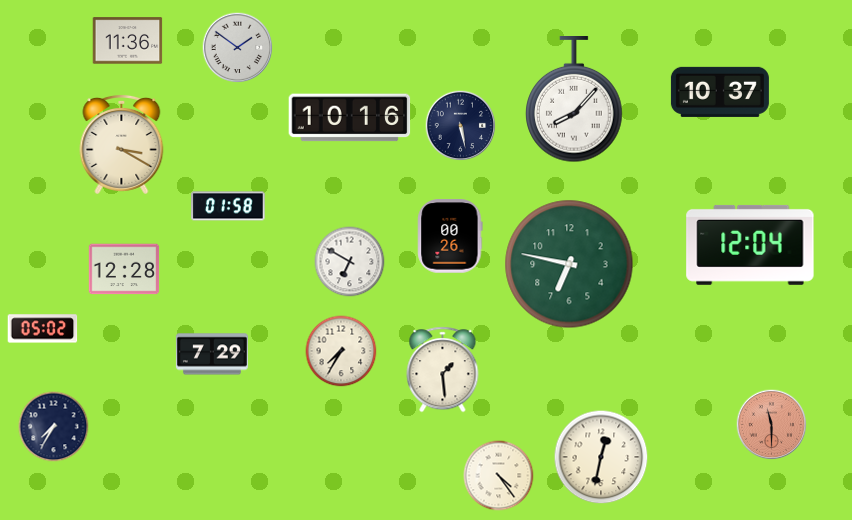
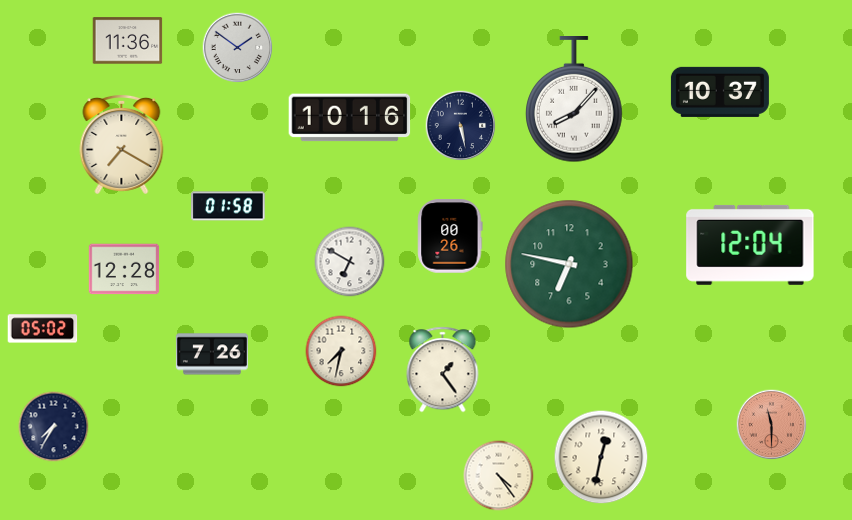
clock at (122, 144): 3:20 -> 7:20
clock at (341, 351): 7:35 -> 7:32
clock at (212, 354): 7:29 -> 7:26
clock at (443, 370): 1:29 -> 1:24
